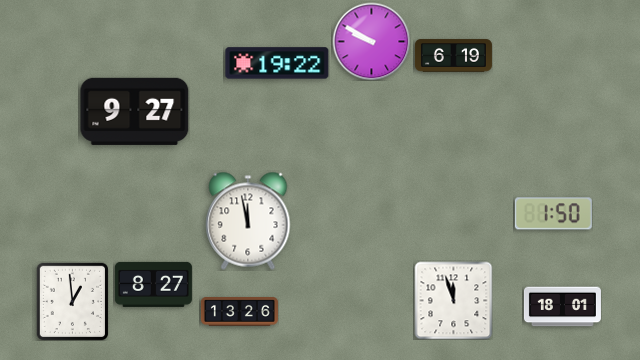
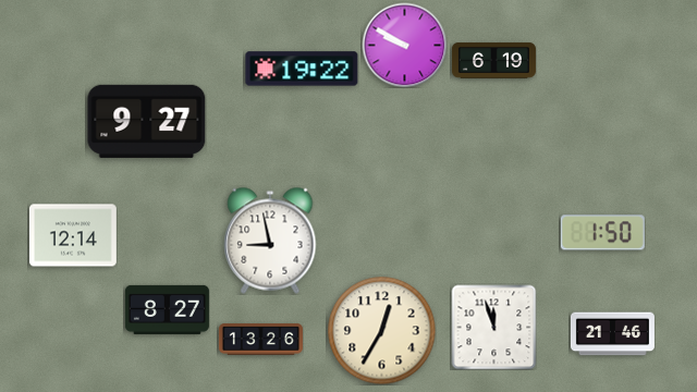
clock at (73, 235): none -> 12:14
clock at (248, 221): 11:58 -> 8:58
clock at (72, 301): 12:59 -> none
clock at (382, 331): none -> 12:35
clock at (562, 307): 18:01 -> 21:46
